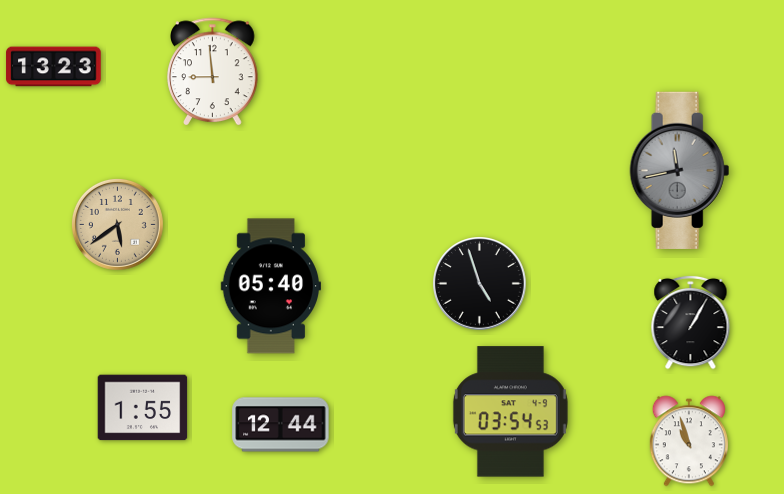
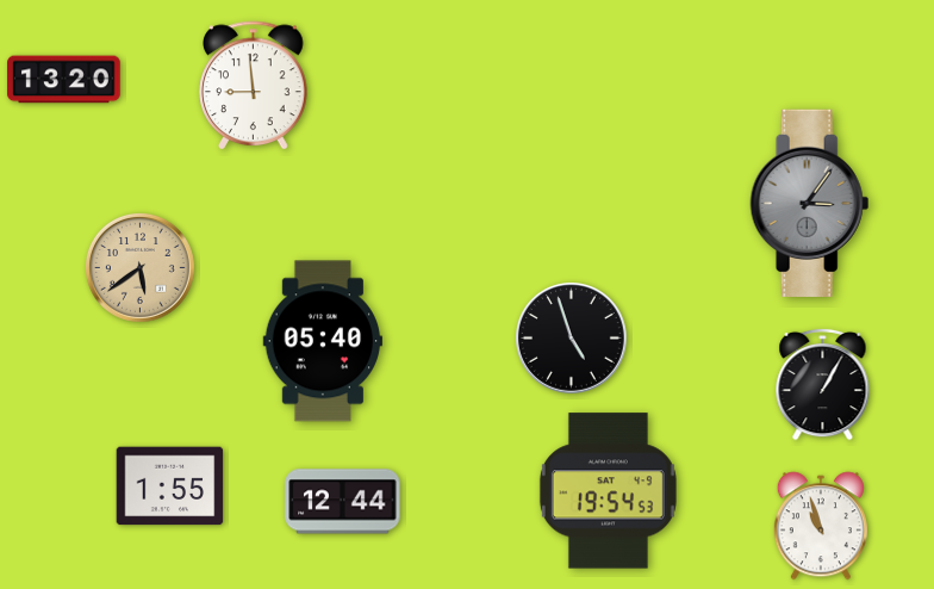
clock at (54, 67): 13:23 -> 13:20
clock at (680, 170): 11:43 -> 3:06
clock at (510, 412): 03:54 -> 19:54
clock at (281, 425) position: (281, 425) -> (343, 502)
